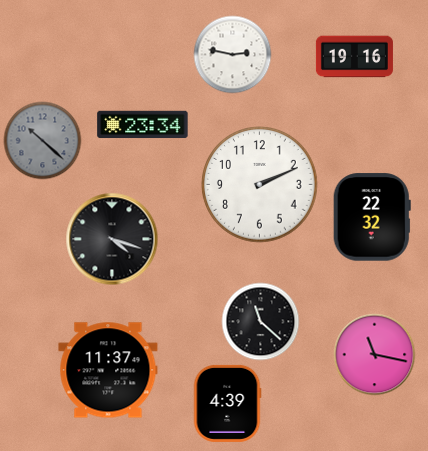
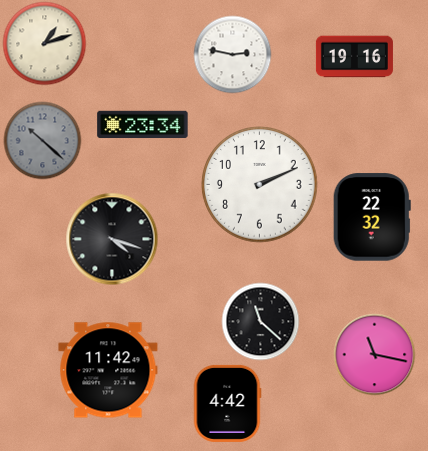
clock at (44, 43): none -> 1:12
clock at (108, 370): 11:37 -> 11:42
clock at (227, 403): 4:39 -> 4:42
